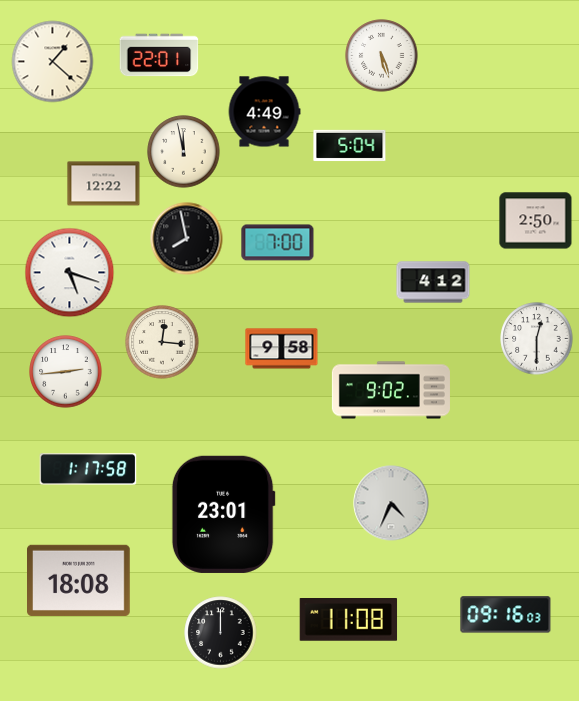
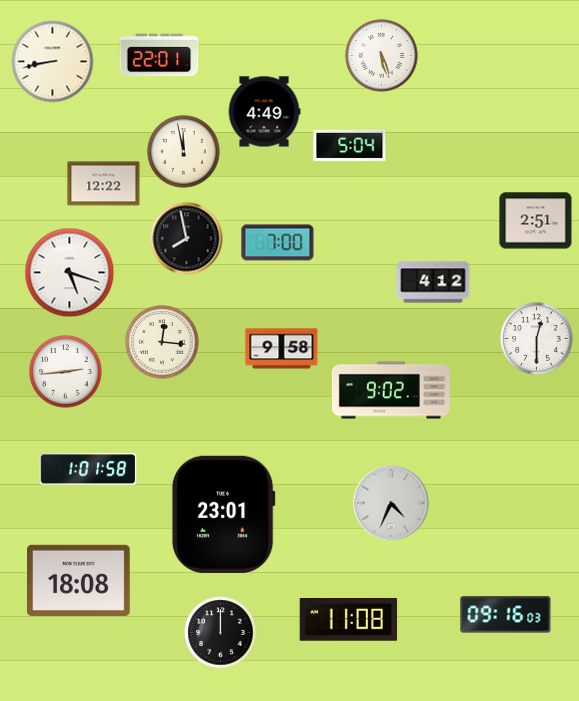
clock at (53, 62): 1:22 -> 8:43
clock at (536, 221): 2:50 -> 2:51
clock at (88, 469): 1:17 -> 1:01
